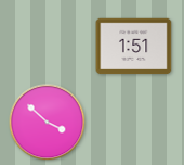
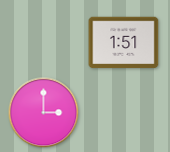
clock at (48, 123): 3:52 -> 3:00
